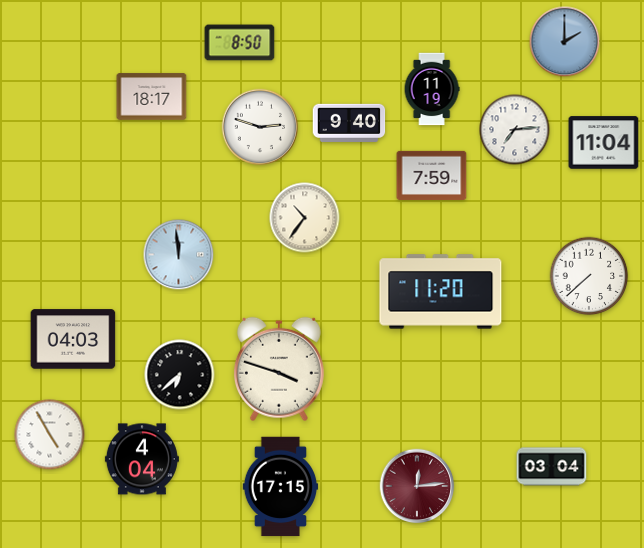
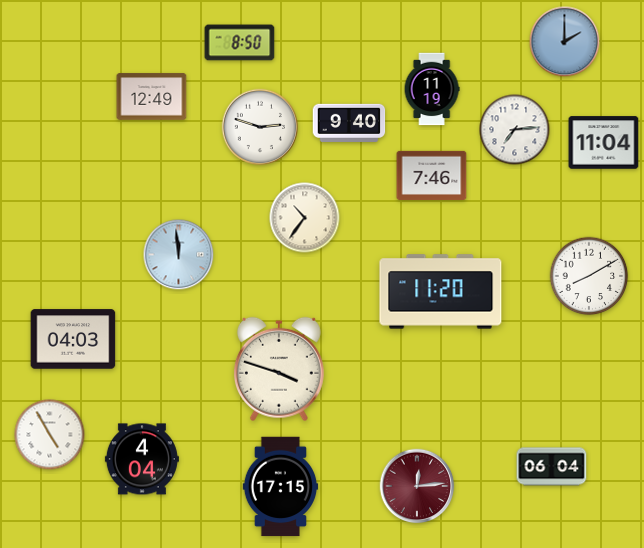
clock at (152, 97): 18:17 -> 12:49
clock at (432, 175): 7:59 -> 7:46
clock at (589, 276): 7:38 -> 8:10
clock at (180, 375): 6:38 -> none
clock at (552, 467): 03:04 -> 06:04
